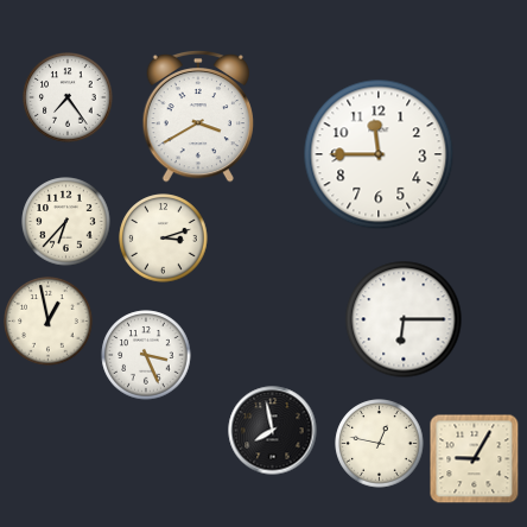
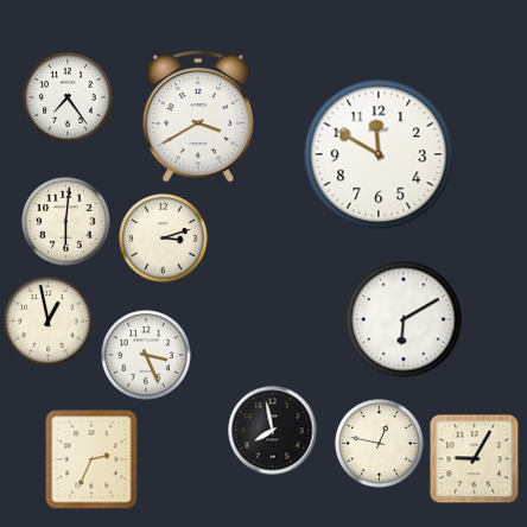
clock at (379, 154): 11:45 -> 11:50
clock at (66, 222): 6:37 -> 6:01
clock at (404, 319): 6:15 -> 6:10
clock at (91, 459): none -> 2:34
